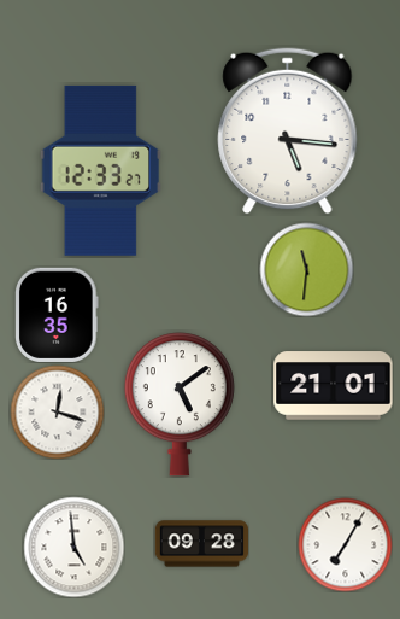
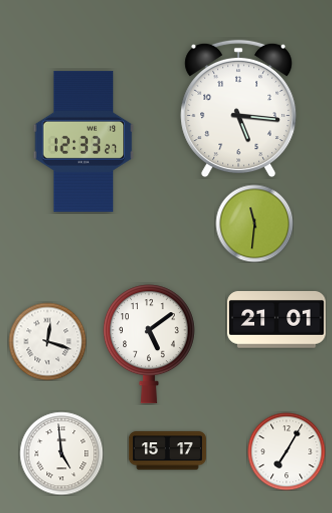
clock at (58, 315): 16:35 -> none
clock at (180, 404) position: (180, 404) -> (149, 344)
clock at (201, 544): 09:28 -> 15:17
